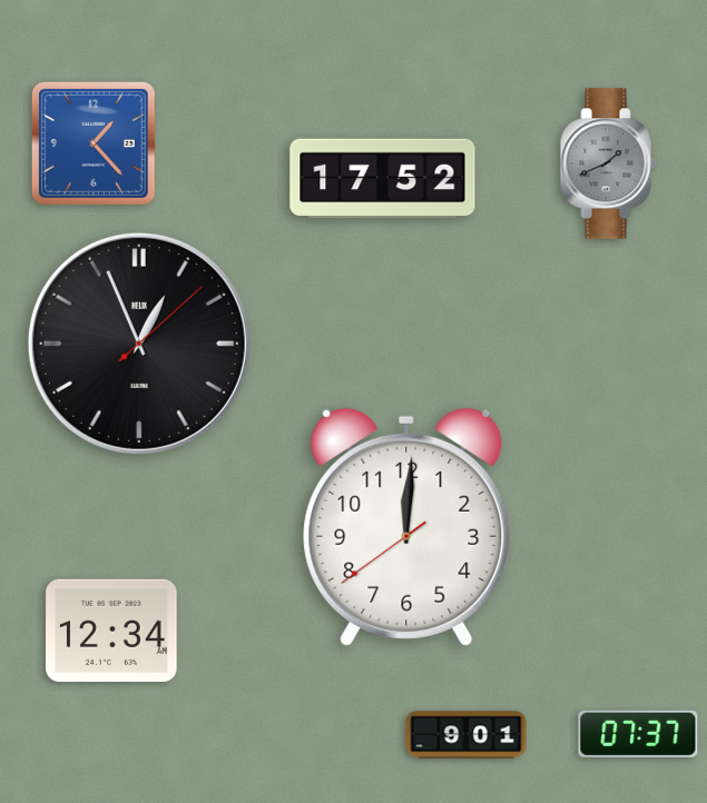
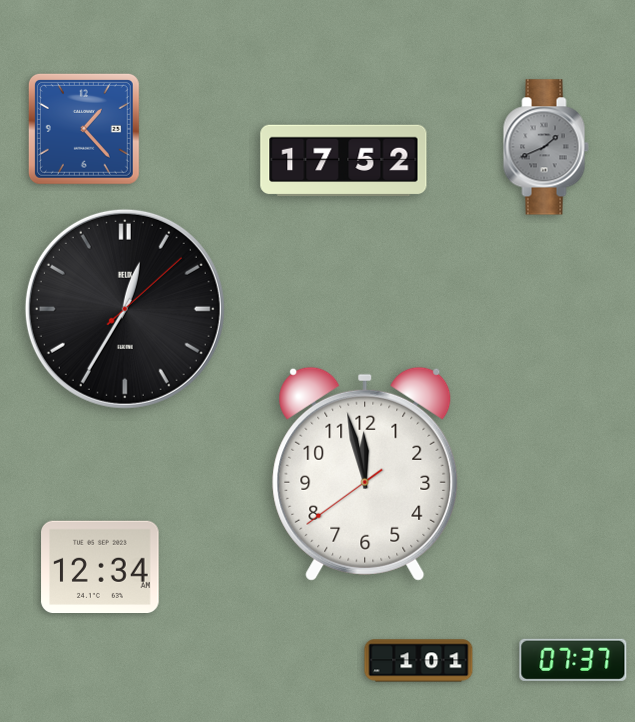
clock at (139, 344): 12:56 -> 12:35
clock at (406, 527): 12:00 -> 11:57
clock at (467, 735): 9:01 -> 1:01
